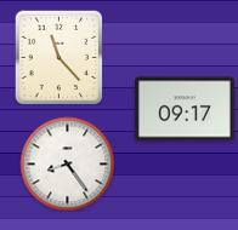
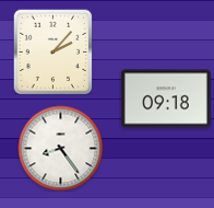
clock at (59, 57): 11:23 -> 2:07
clock at (185, 109): 09:17 -> 09:18
